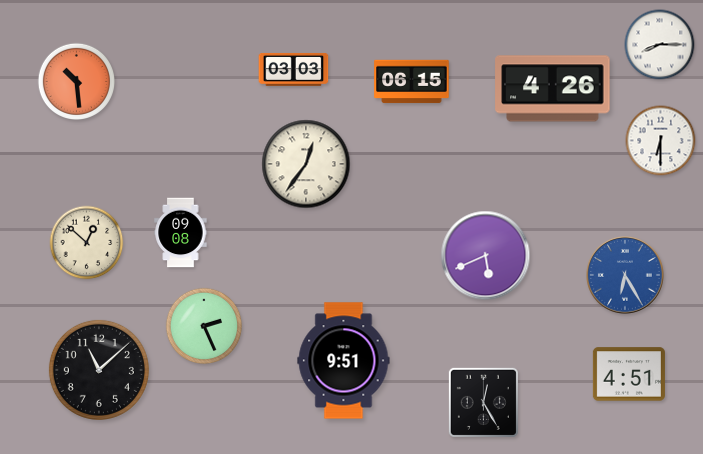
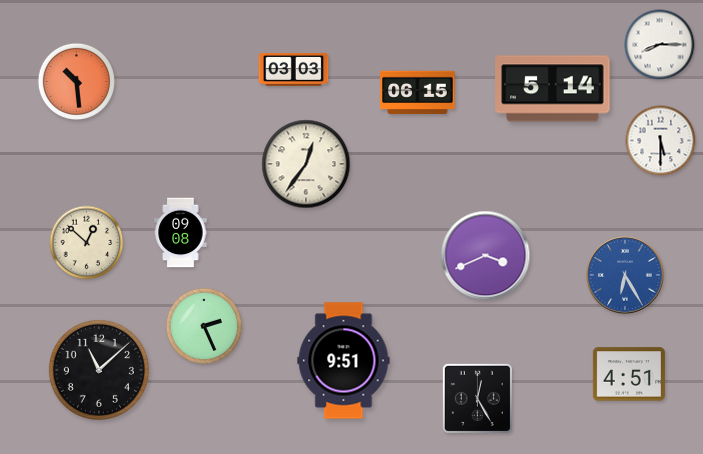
clock at (412, 82) position: (412, 82) -> (418, 93)
clock at (553, 89): 4:26 -> 5:14
clock at (661, 141): 6:30 -> 5:30
clock at (486, 256): 5:41 -> 3:41
clock at (483, 402) position: (483, 402) -> (477, 398)
